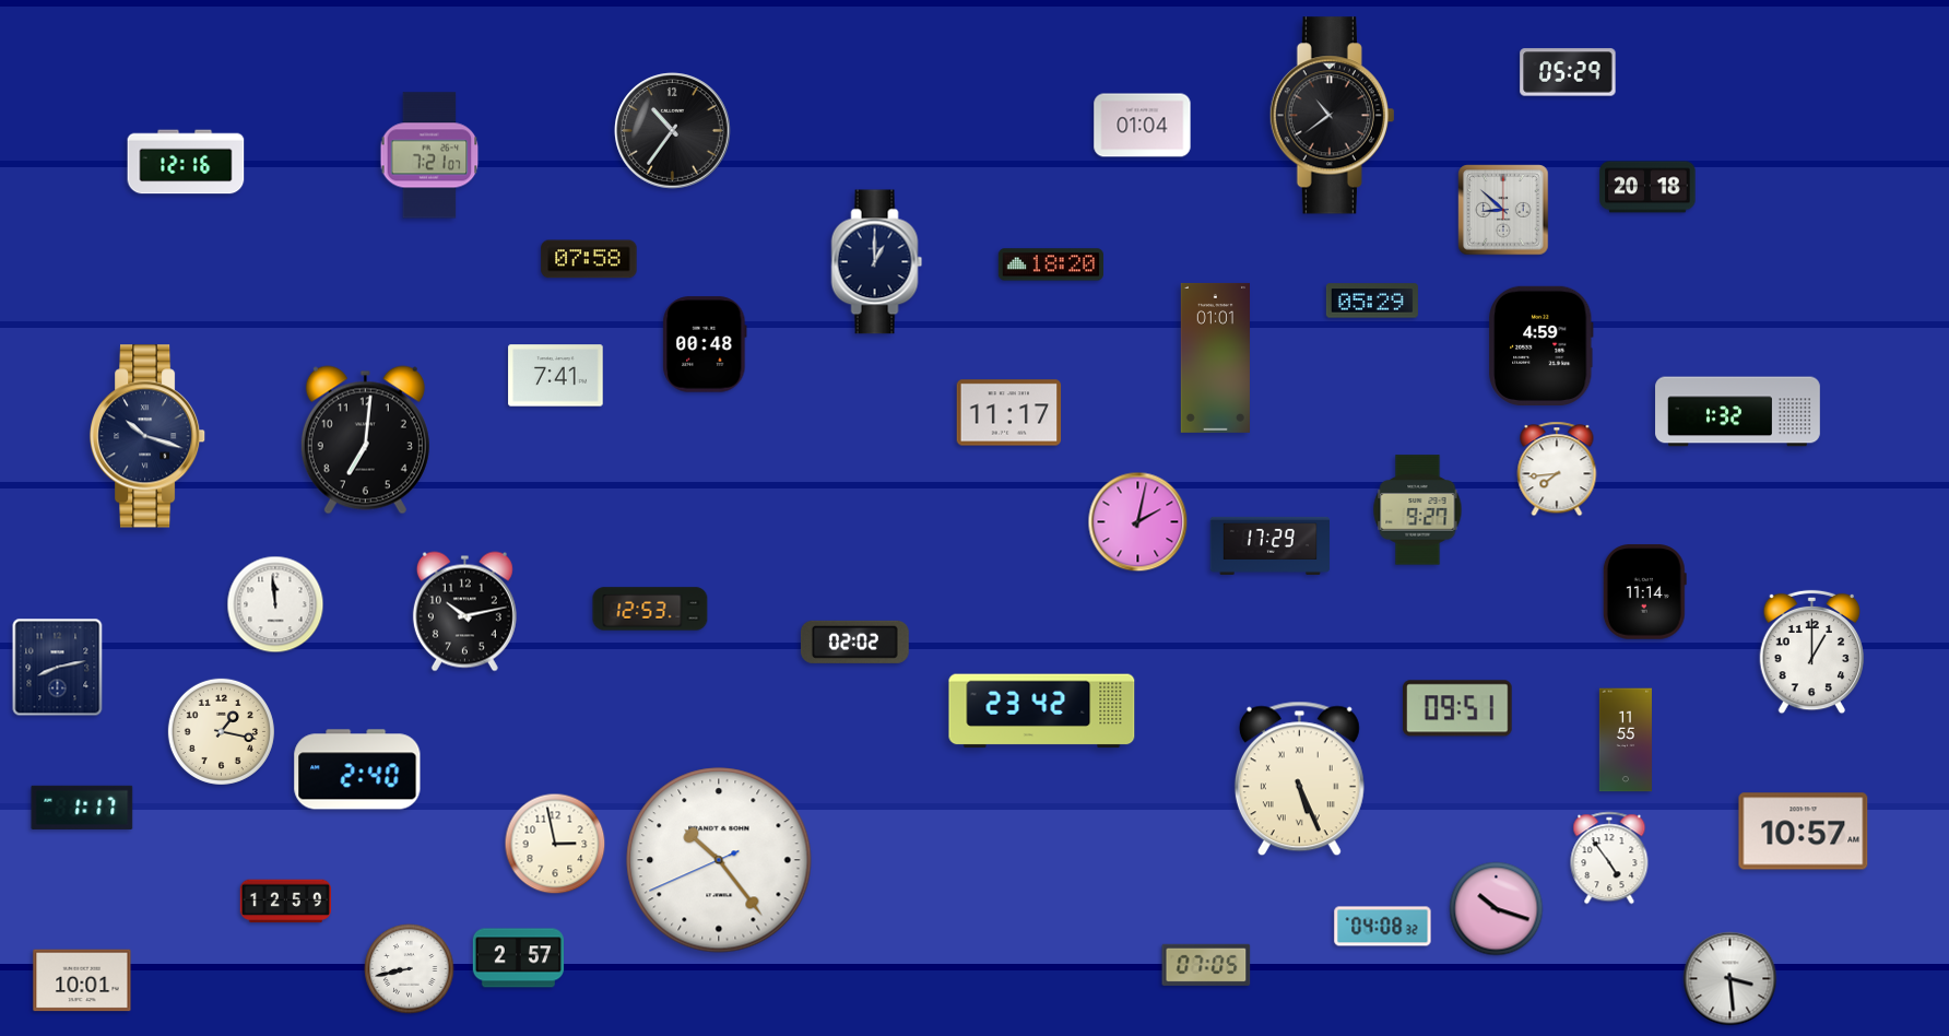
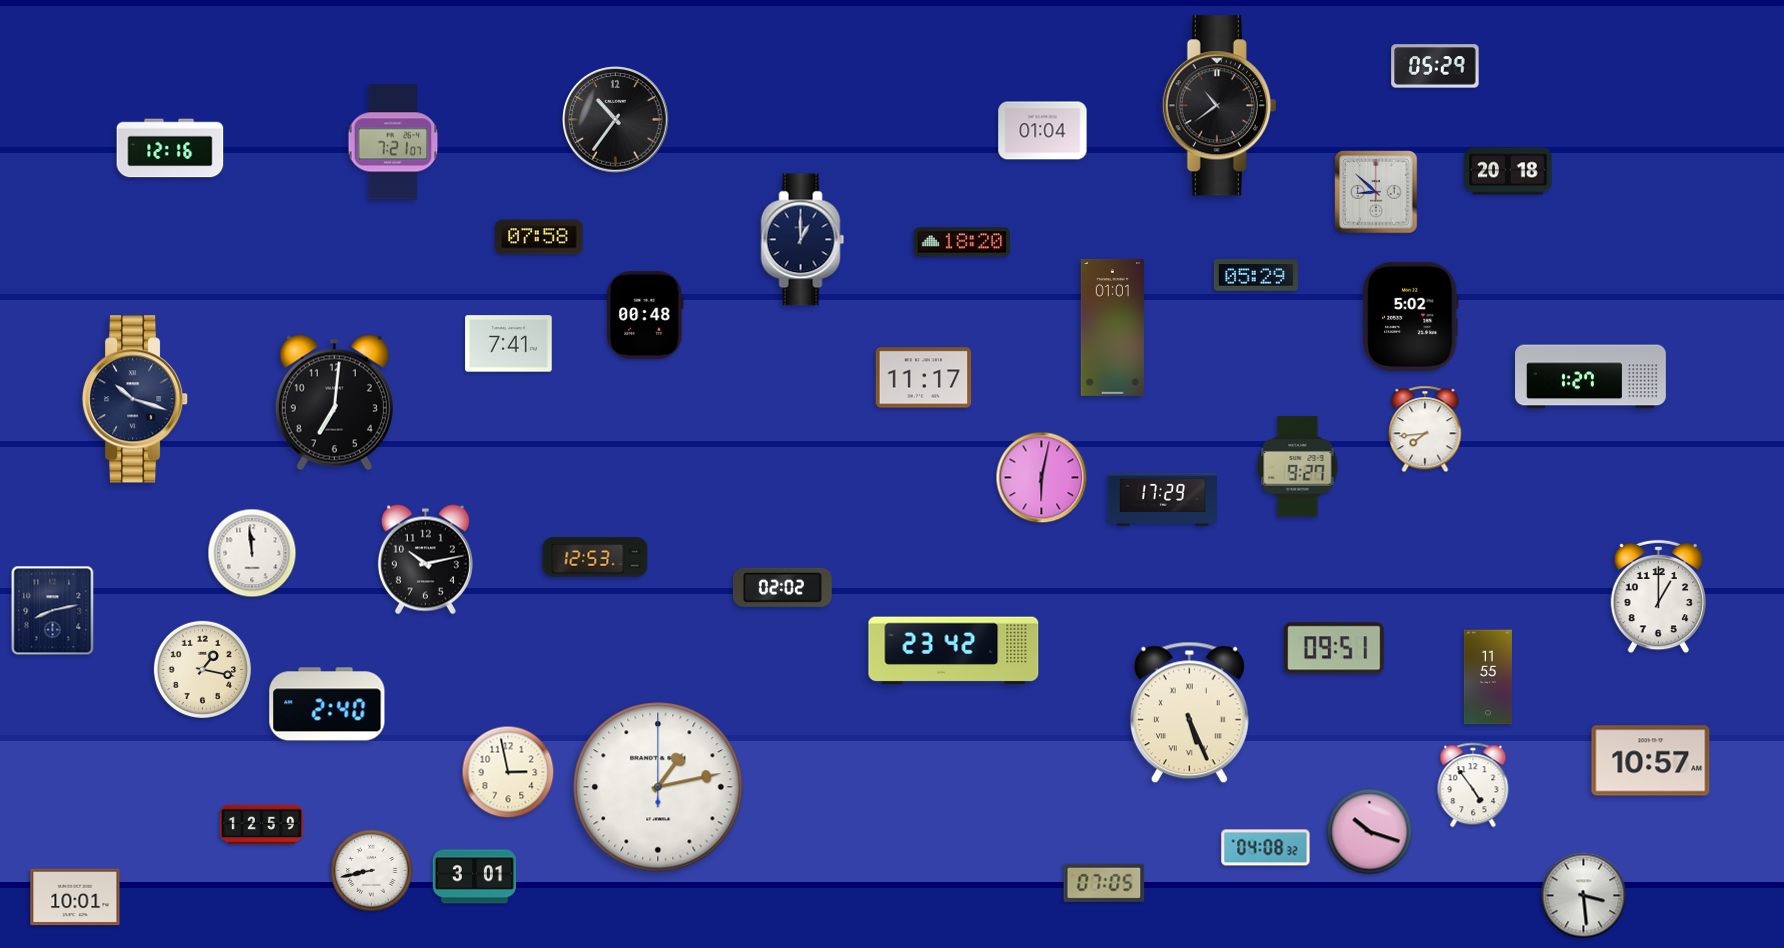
clock at (1143, 126) position: (1143, 126) -> (1043, 131)
clock at (1542, 345): 4:59 -> 5:02
clock at (1738, 412): 1:32 -> 1:27
clock at (1138, 522): 2:02 -> 6:02
clock at (1644, 592): 11:14 -> none
clock at (82, 808): 1:17 -> none
clock at (719, 860): 10:23 -> 1:13
clock at (518, 958): 2:57 -> 3:01
clock at (410, 969) position: (410, 969) -> (372, 871)
